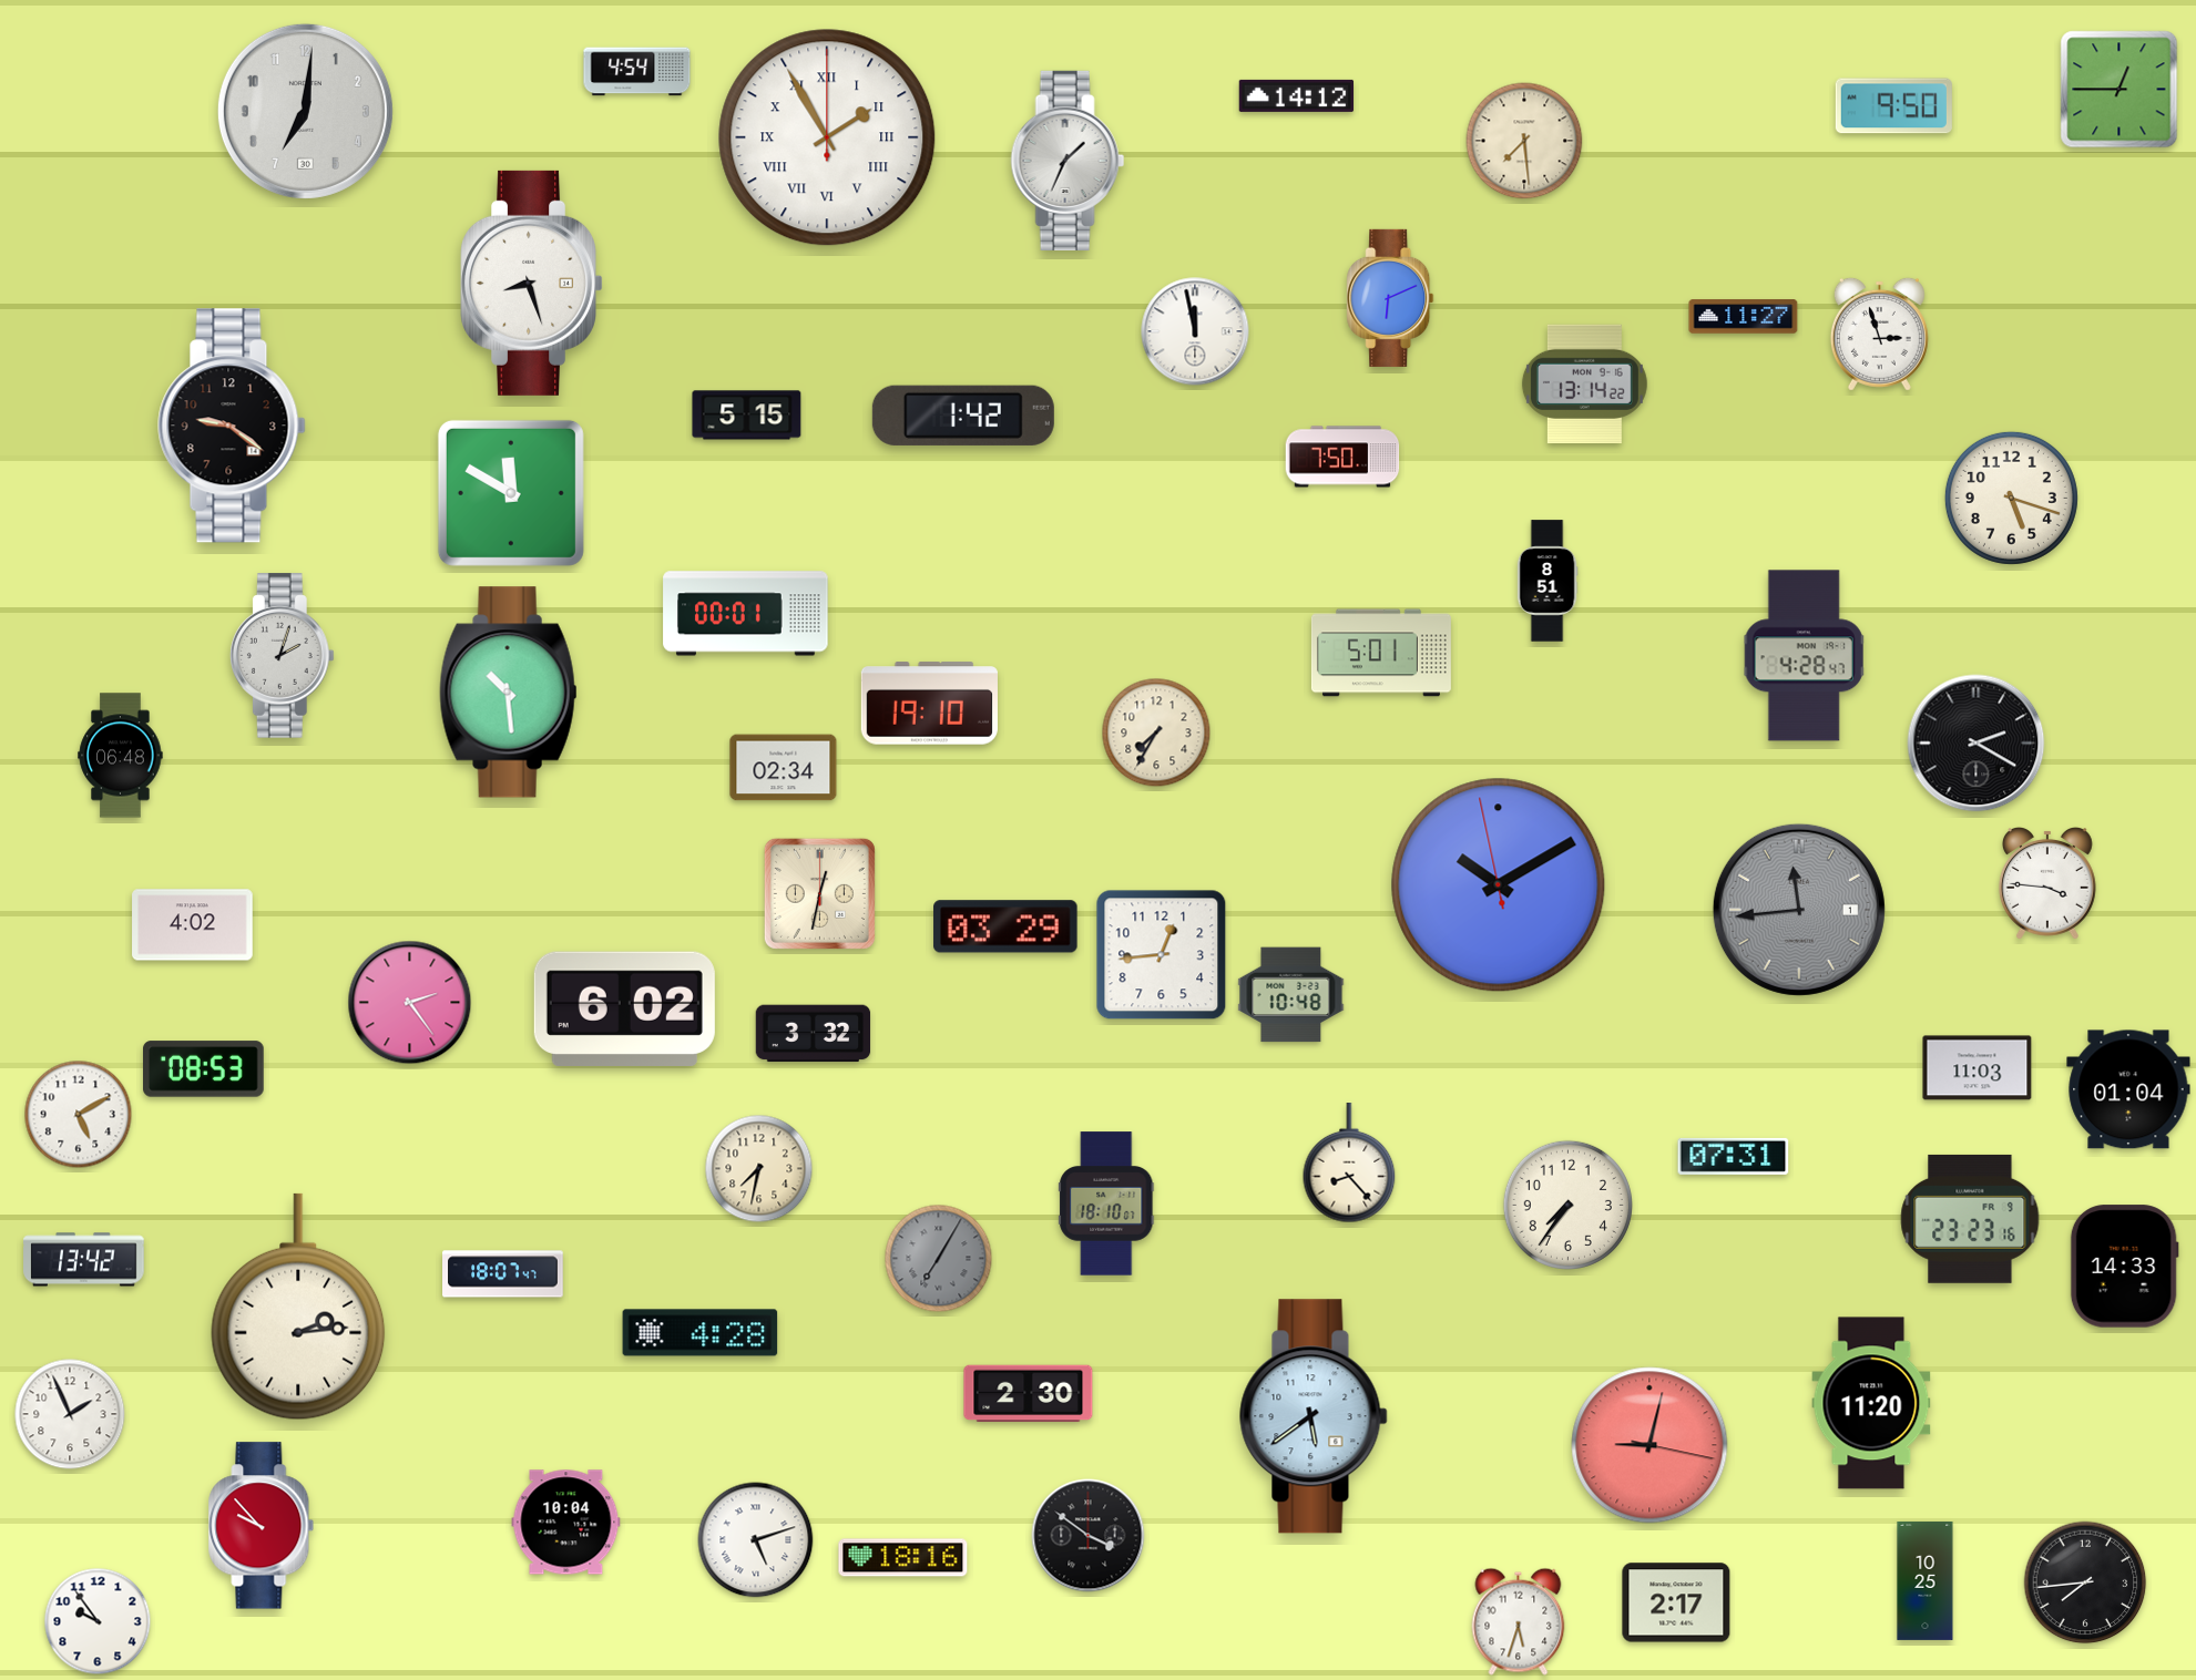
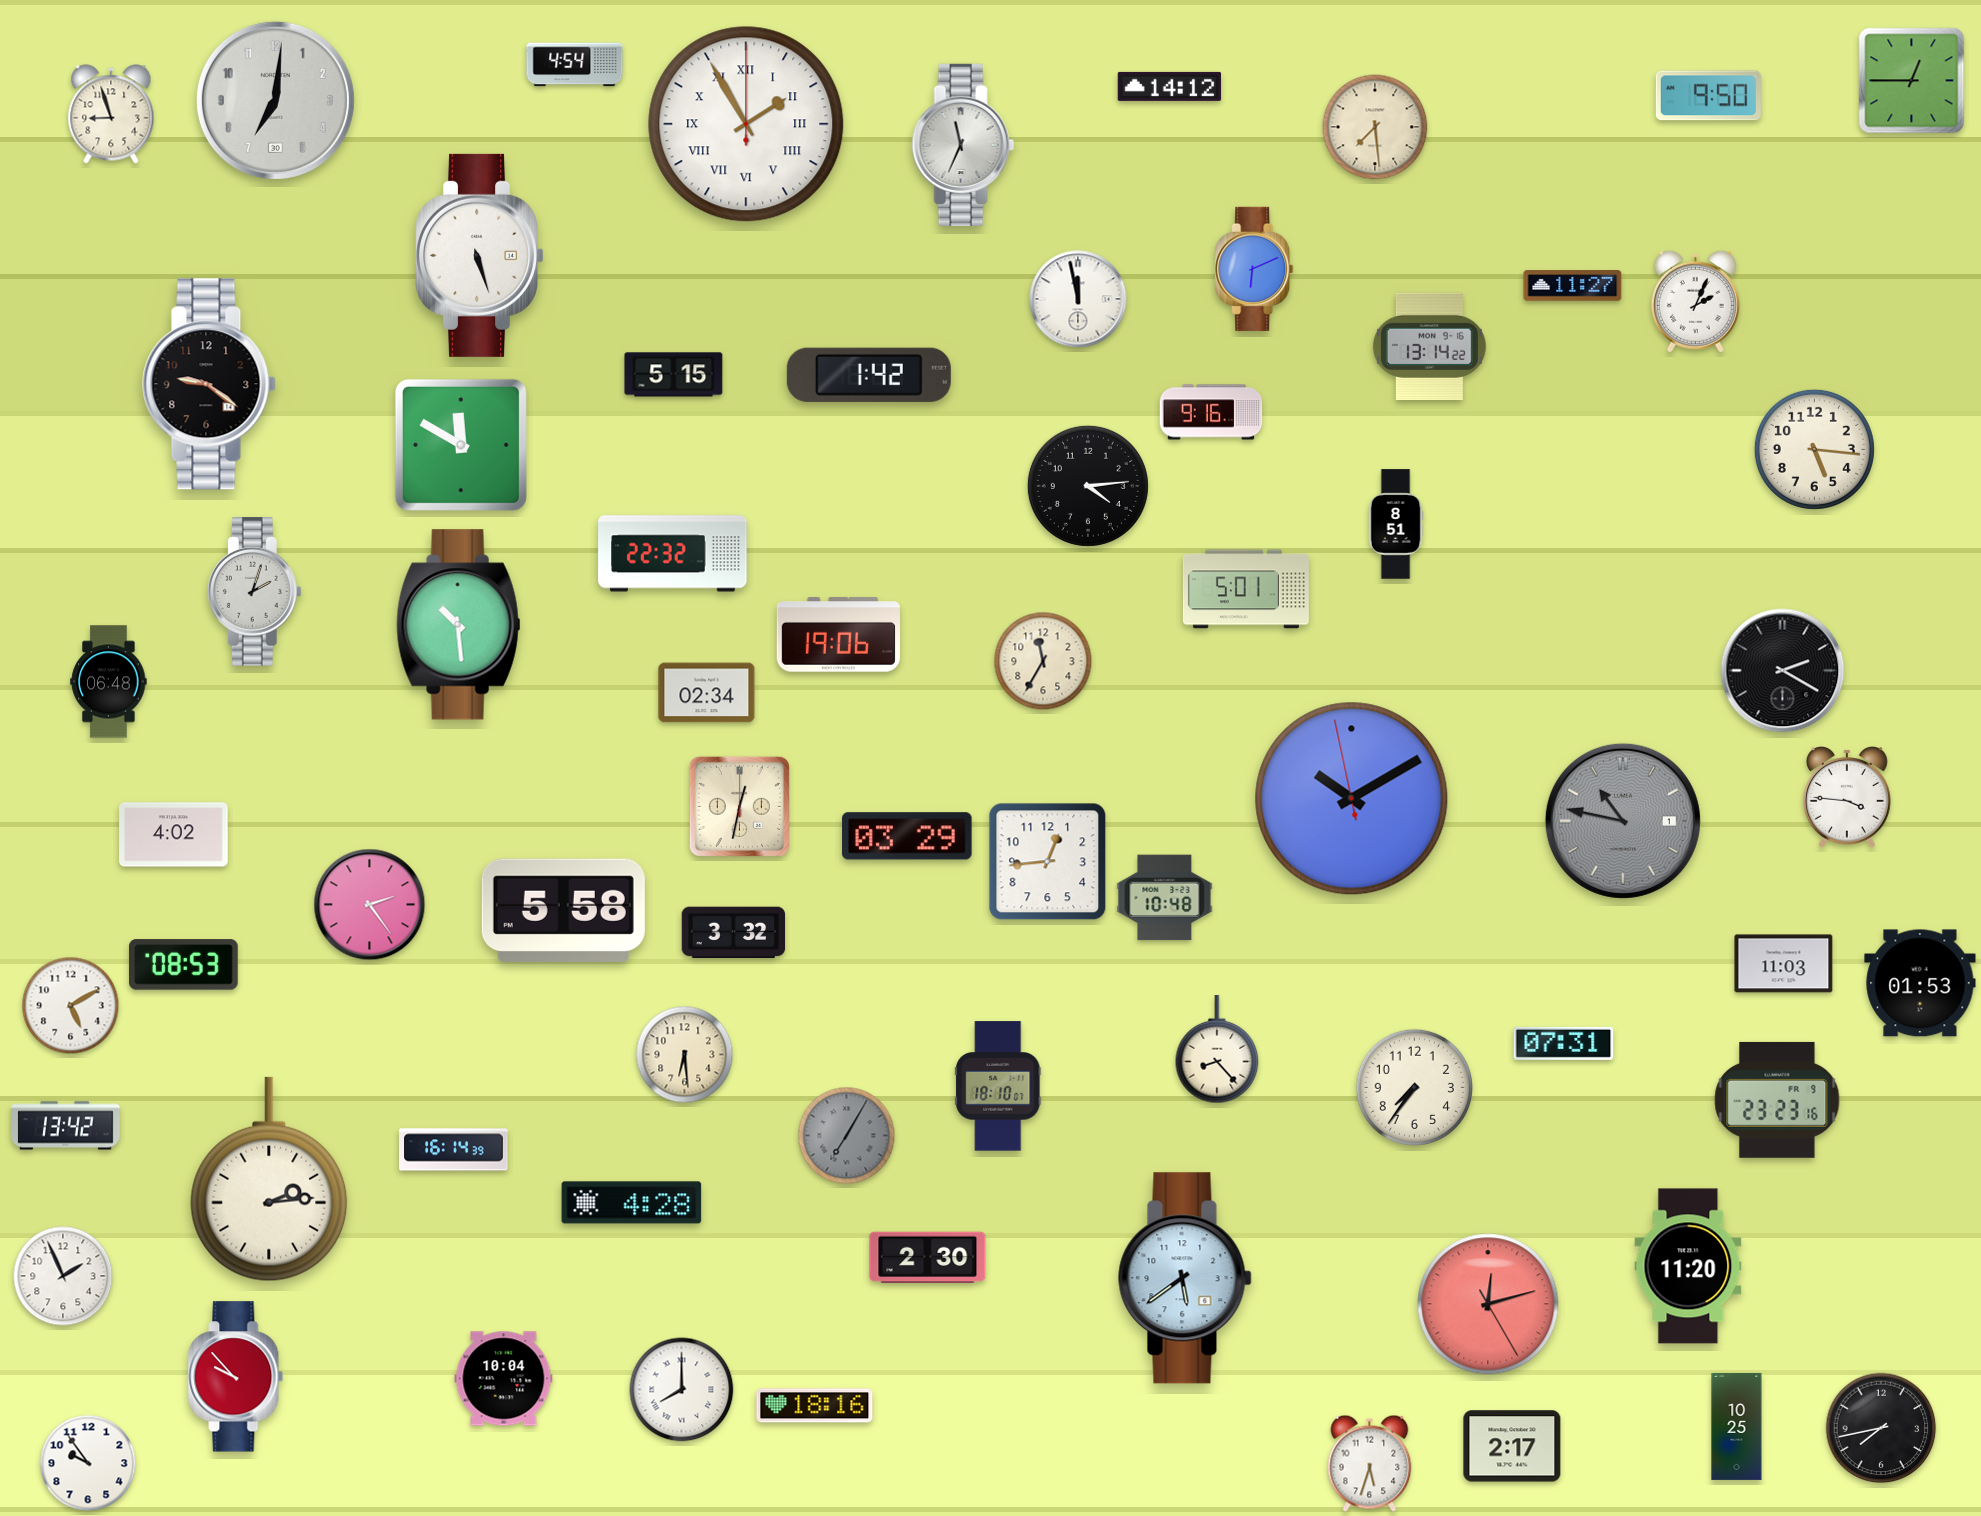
clock at (111, 114): none -> 8:57
clock at (1068, 161): 1:34 -> 11:34
clock at (531, 283): 8:27 -> 5:27
clock at (1879, 334): 2:57 -> 2:04
clock at (1342, 457): 7:50 -> 9:16
clock at (2011, 498): 5:18 -> 5:16
clock at (1088, 486): none -> 4:14
clock at (746, 614): 00:01 -> 22:32
clock at (1805, 656): 4:28 -> none
clock at (929, 704): 19:10 -> 19:06
clock at (1156, 733): 7:35 -> 11:35
clock at (1799, 910): 11:44 -> 10:47
clock at (624, 1008): 6:02 -> 5:58
clock at (2128, 1089): 01:04 -> 01:53
clock at (759, 1169): 7:32 -> 6:29
clock at (84, 1260) position: (84, 1260) -> (66, 1126)
clock at (2124, 1267): 14:33 -> none
clock at (503, 1274): 18:07 -> 16:14
clock at (1649, 1445): 9:02 -> 12:12
clock at (566, 1523) position: (566, 1523) -> (504, 1379)
clock at (1089, 1536): 3:51 -> none
clock at (756, 1540): 5:12 -> 8:00
clock at (2085, 1582): 7:44 -> 7:43
